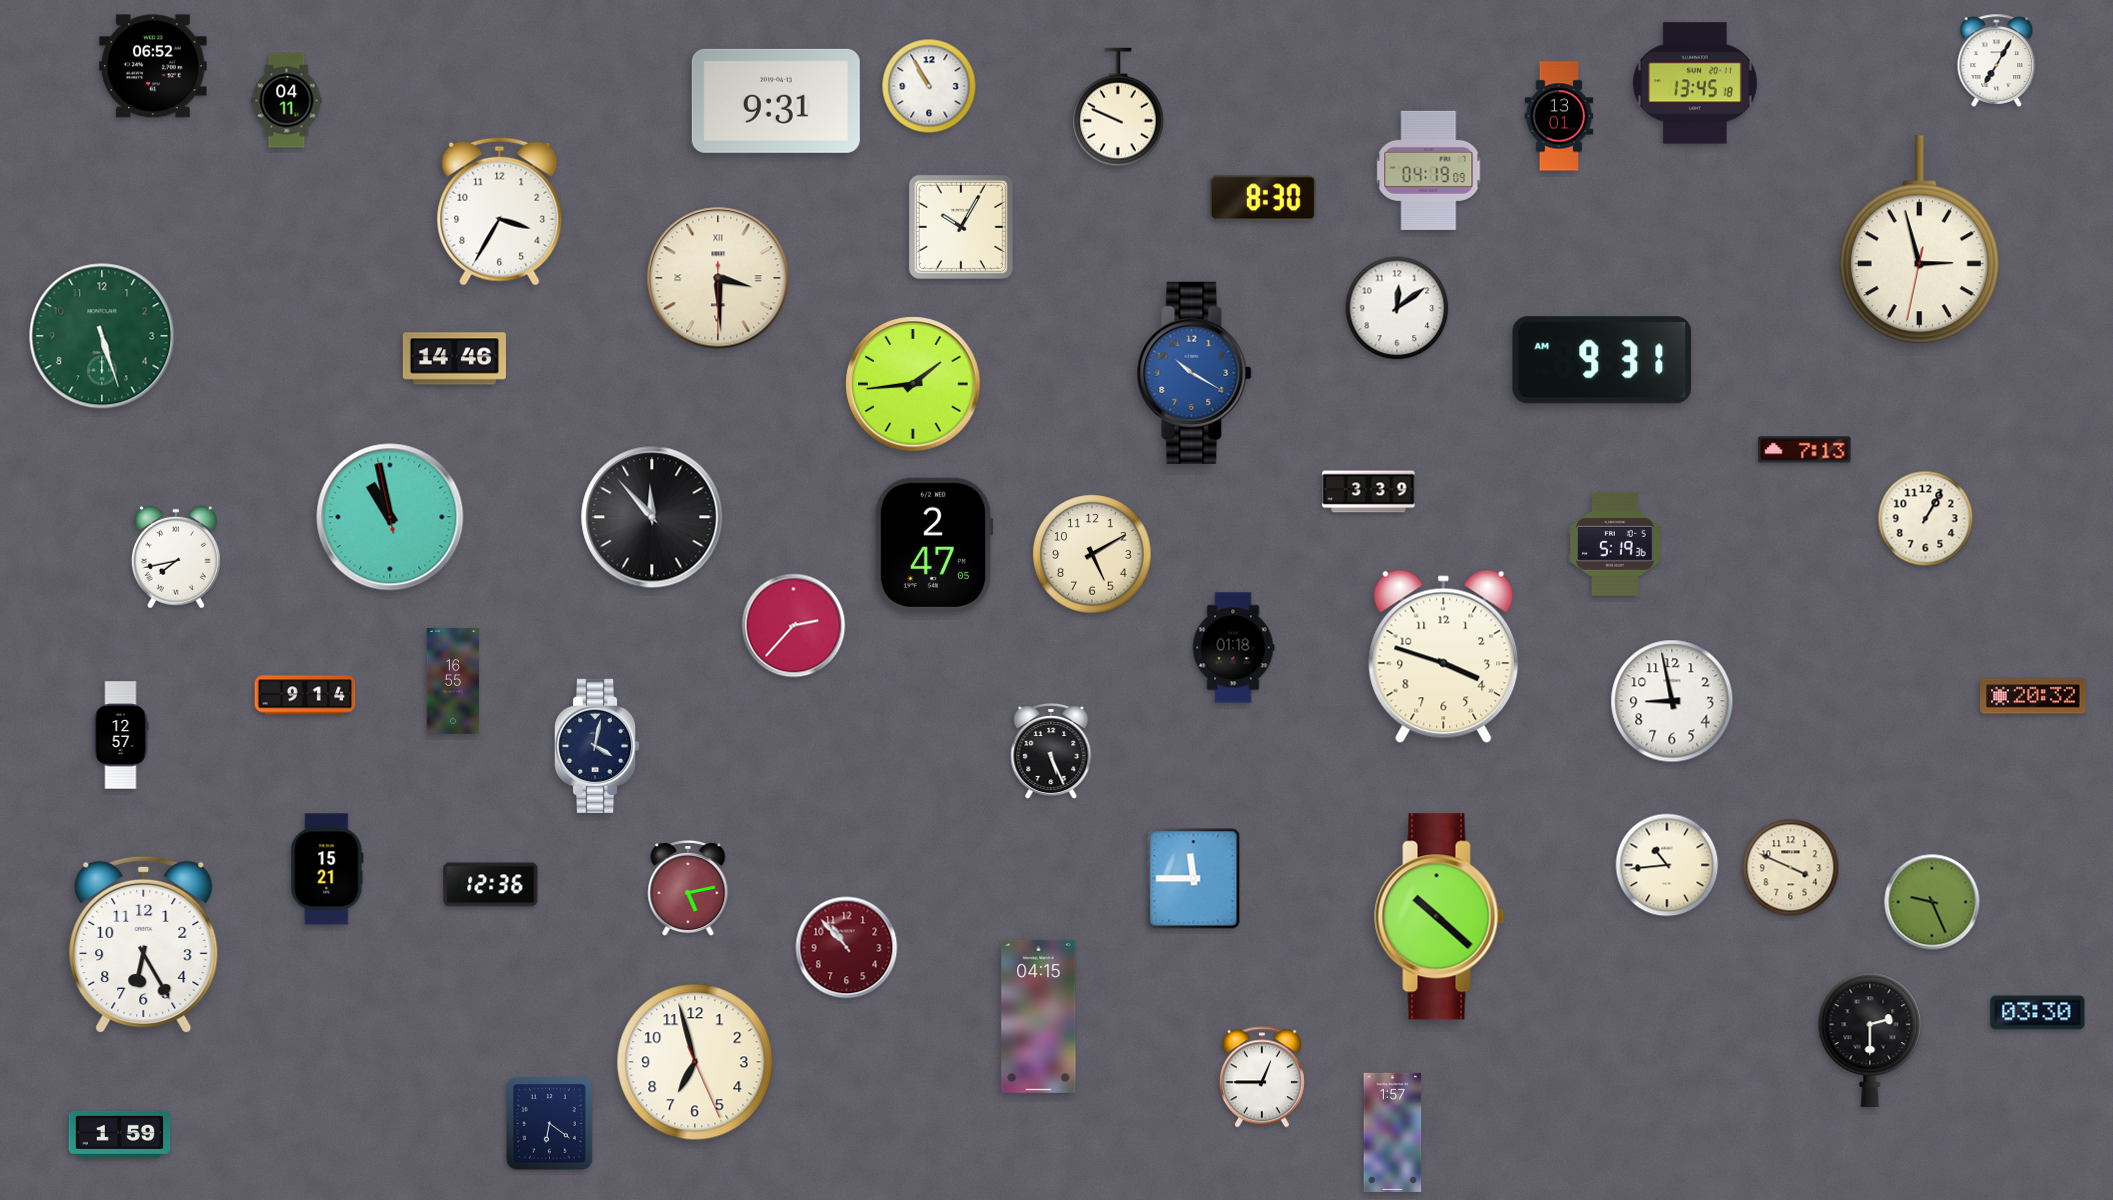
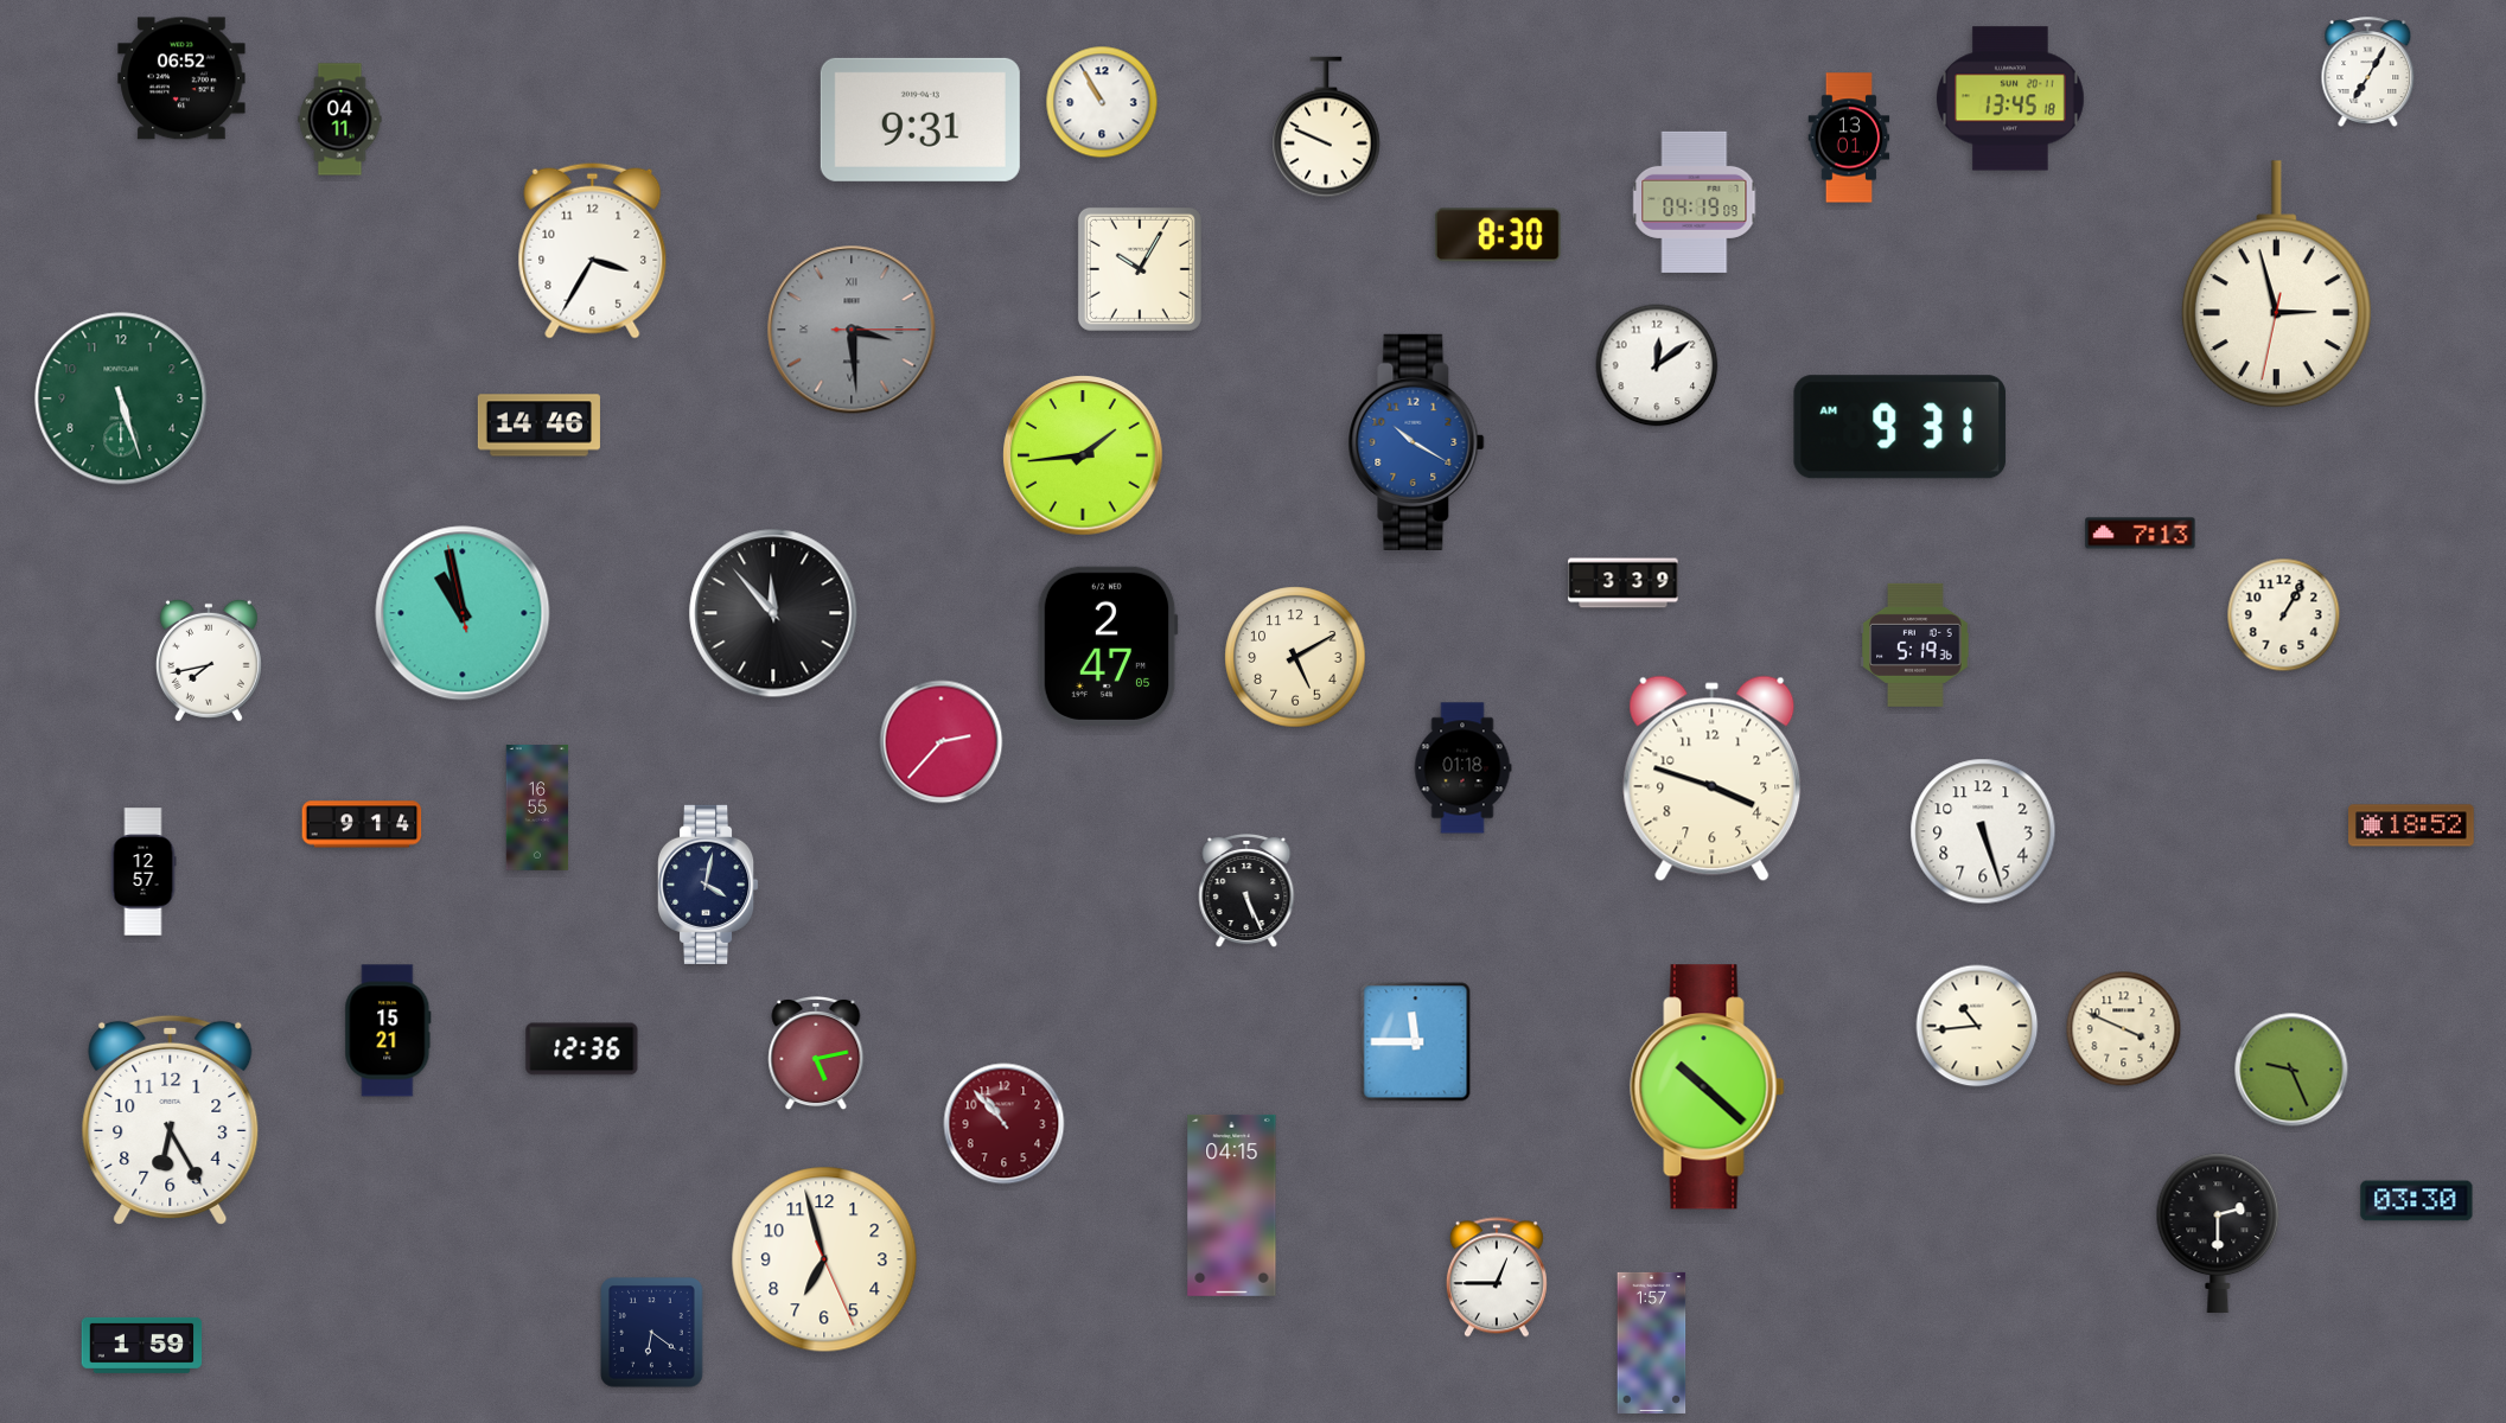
clock at (718, 278): 3:29:30 -> 3:29:15
clock at (718, 278) dial: cream -> grey
clock at (2033, 696): 20:32 -> 18:52
clock at (1672, 701): 8:58 -> 5:27
